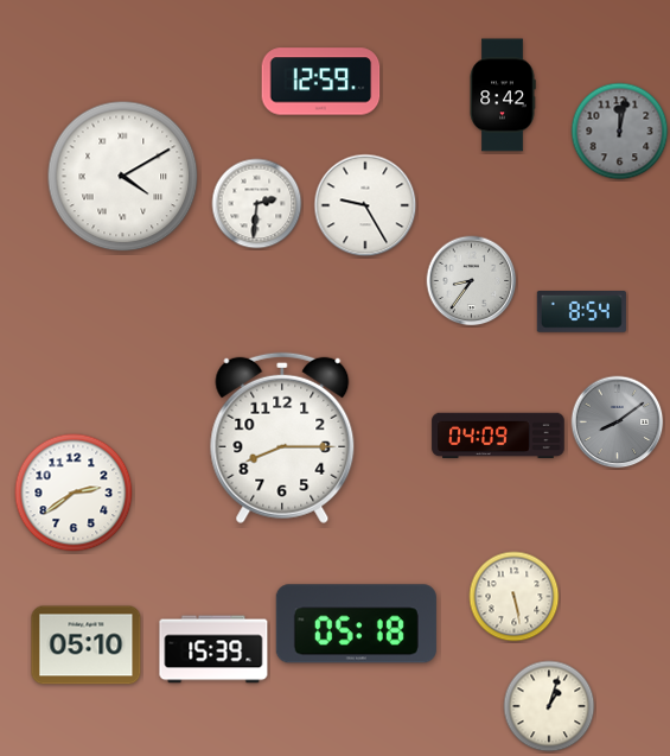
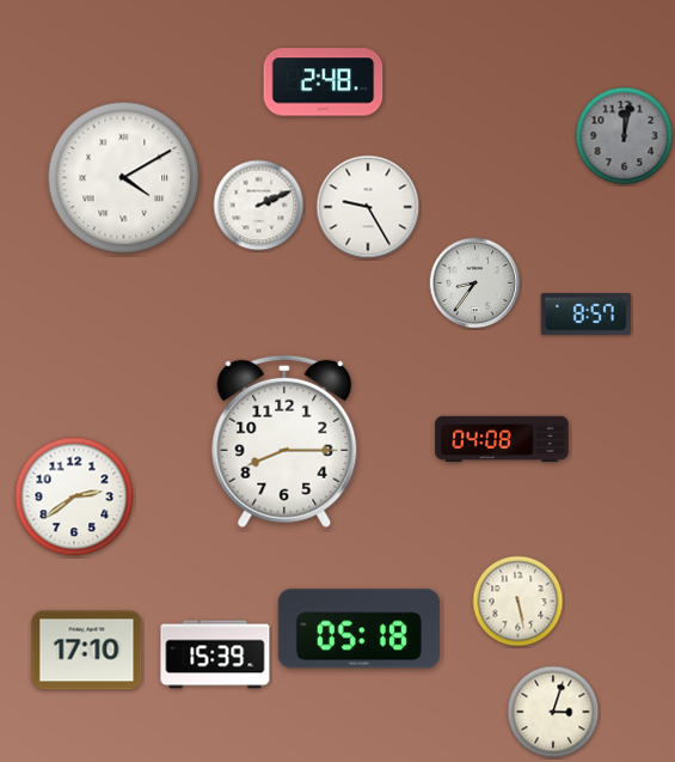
clock at (321, 82): 12:59 -> 2:48
clock at (503, 95): 8:42 -> none
clock at (620, 132) position: (620, 132) -> (625, 136)
clock at (257, 204): 2:31 -> 2:11
clock at (581, 312): 8:54 -> 8:57
clock at (618, 423): 8:09 -> none
clock at (498, 436): 04:09 -> 04:08
clock at (87, 646): 05:10 -> 17:10
clock at (549, 706): 1:03 -> 3:03
